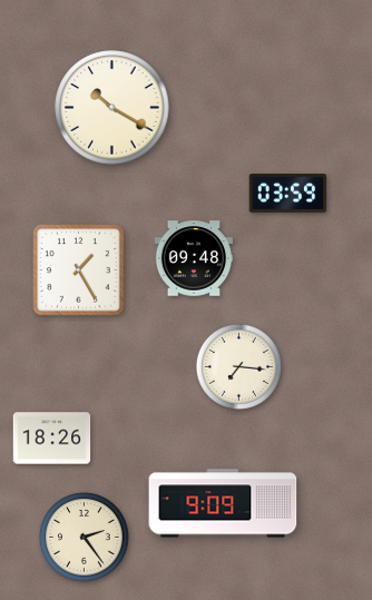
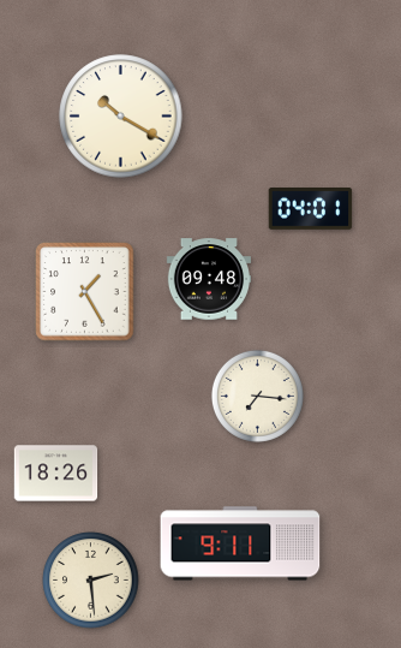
clock at (288, 194): 03:59 -> 04:01
clock at (223, 503): 9:09 -> 9:11
clock at (85, 538): 2:24 -> 2:29
